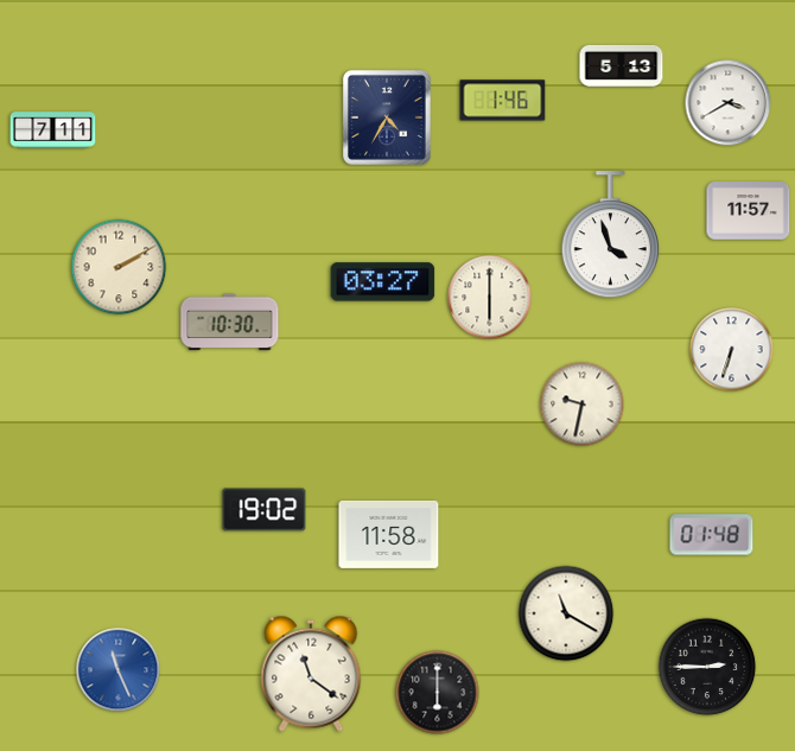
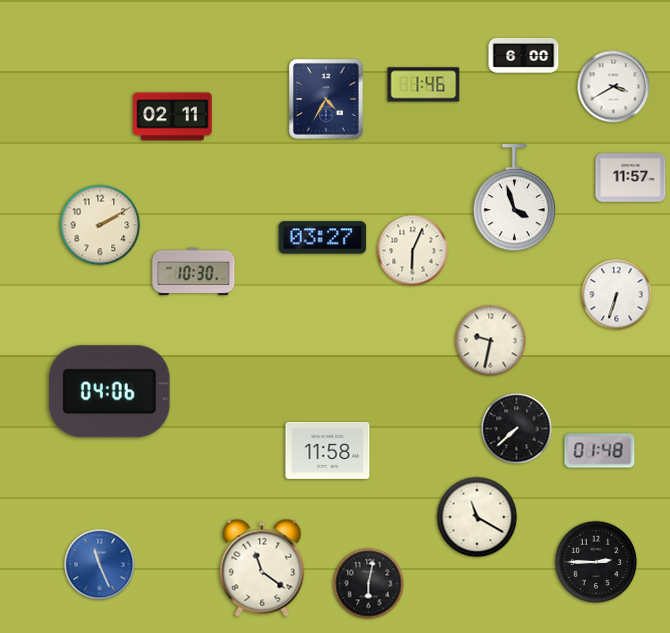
clock at (622, 66): 5:13 -> 6:00
clock at (53, 131): 7:11 -> none
clock at (173, 117): none -> 02:11
clock at (490, 298): 6:00 -> 6:04
clock at (109, 392): none -> 04:06
clock at (517, 429): none -> 7:38
clock at (265, 510): 19:02 -> none
clock at (438, 693): 6:00 -> 6:02
